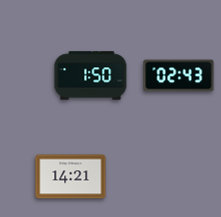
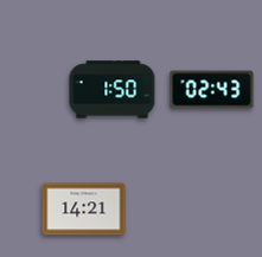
clock at (91, 76) position: (91, 76) -> (113, 90)
